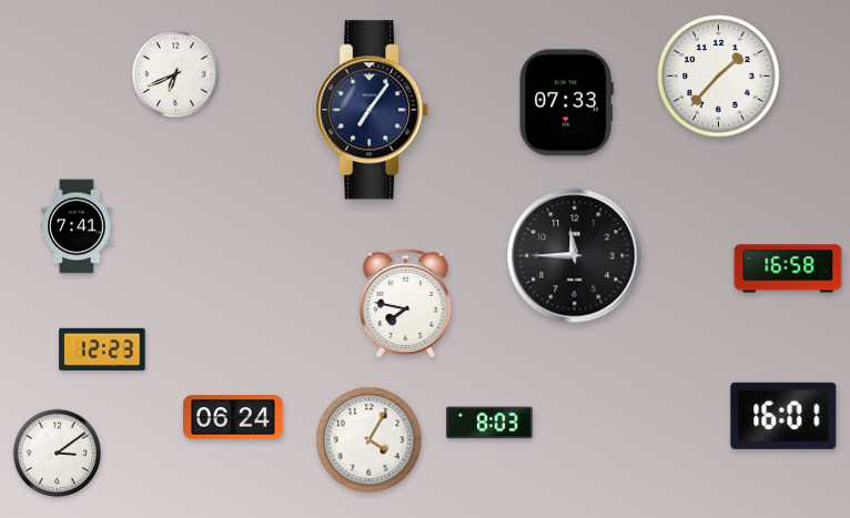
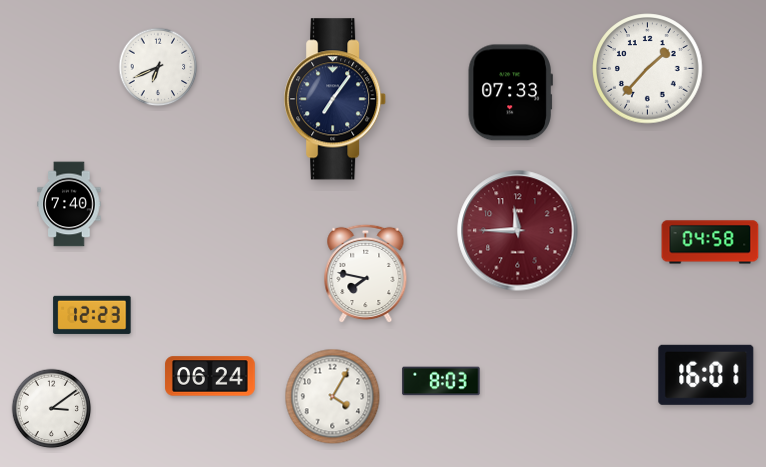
clock at (77, 226): 7:41 -> 7:40
clock at (575, 256) dial: black -> burgundy
clock at (788, 268): 16:58 -> 04:58
